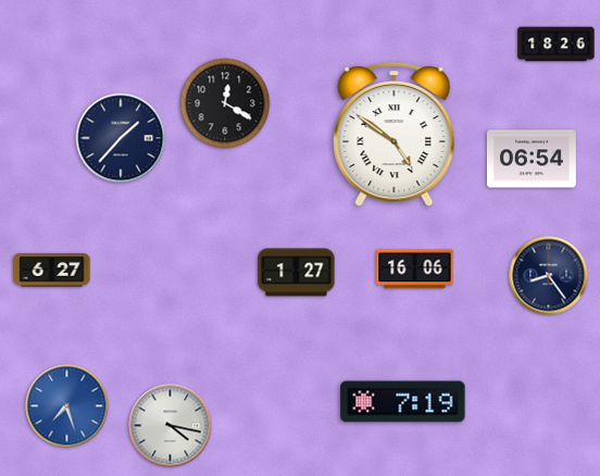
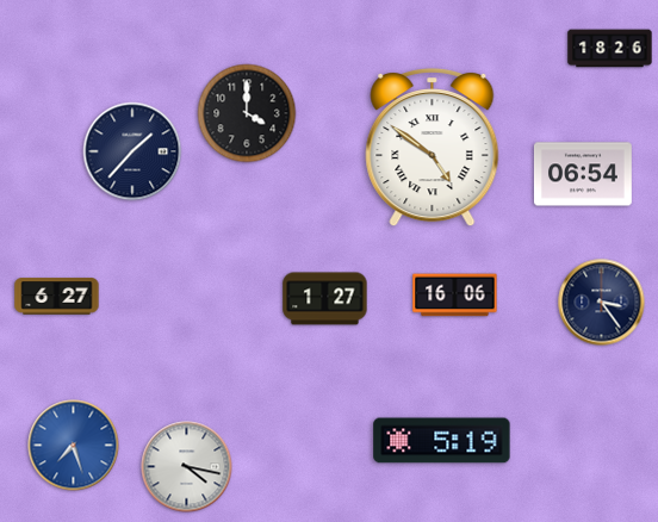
clock at (225, 103): 12:20 -> 4:00
clock at (549, 276): 8:24 -> 3:24
clock at (403, 402): 7:19 -> 5:19
